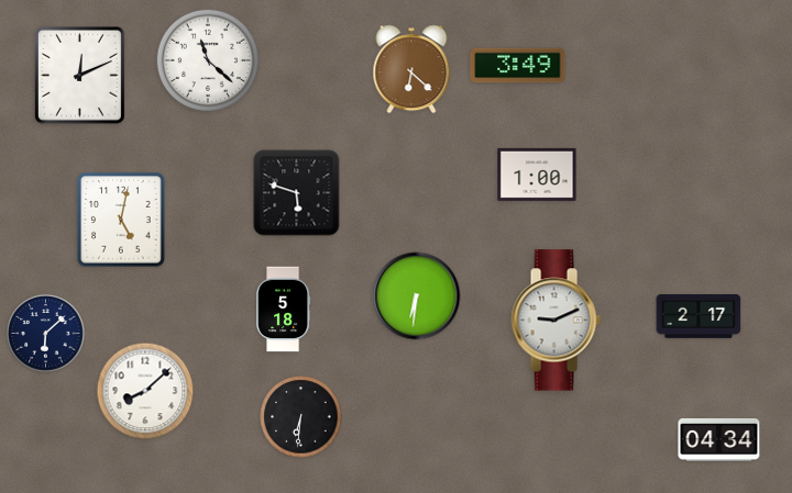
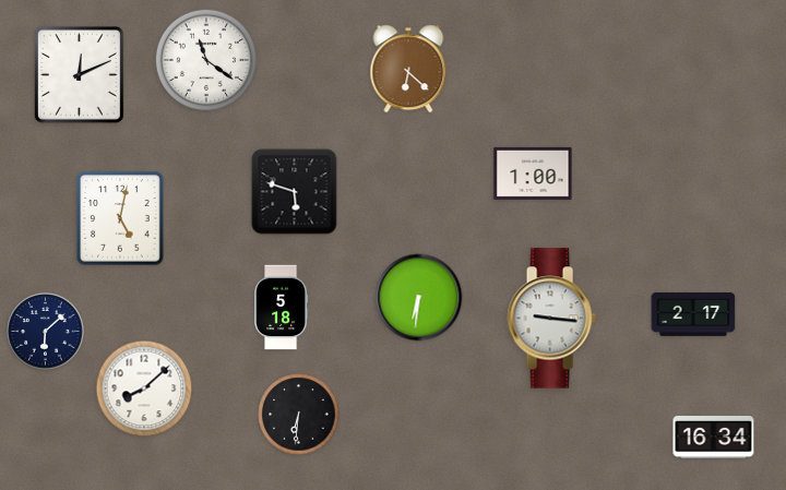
clock at (208, 60): 11:22 -> 11:21
clock at (518, 66): 3:49 -> none
clock at (417, 296) position: (417, 296) -> (419, 298)
clock at (555, 321): 9:11 -> 9:16
clock at (719, 439): 04:34 -> 16:34
